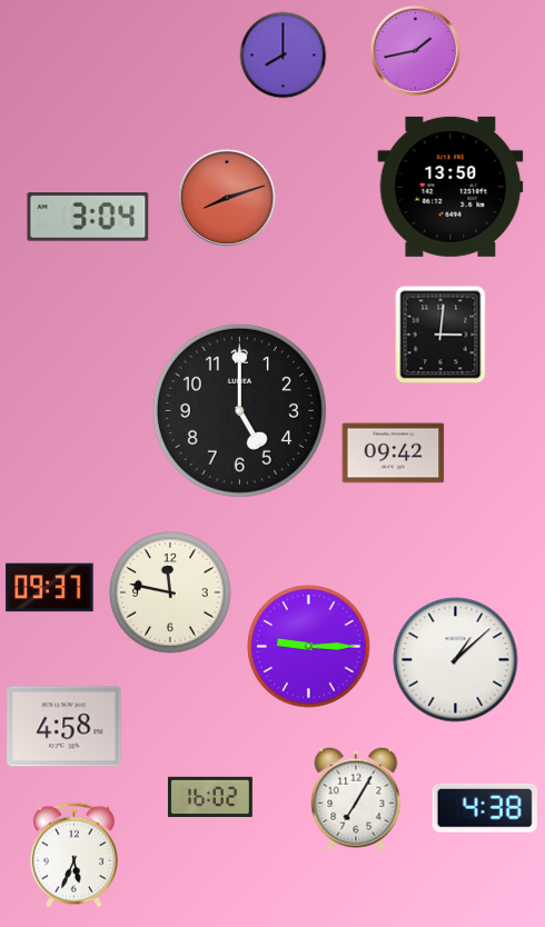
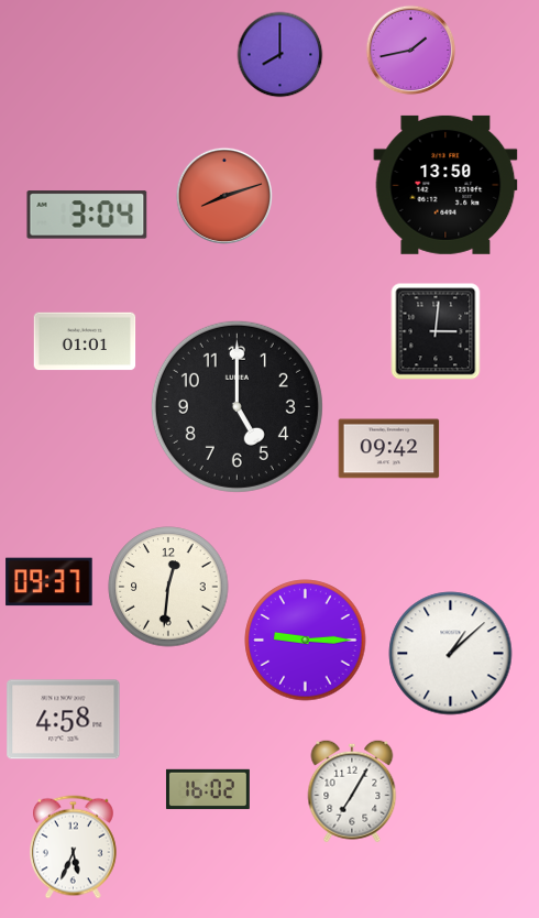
clock at (85, 341): none -> 01:01
clock at (170, 592): 11:47 -> 12:31
clock at (485, 808): 4:38 -> none
